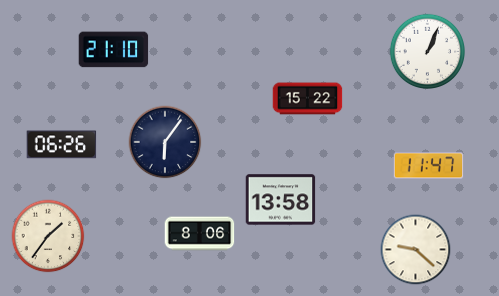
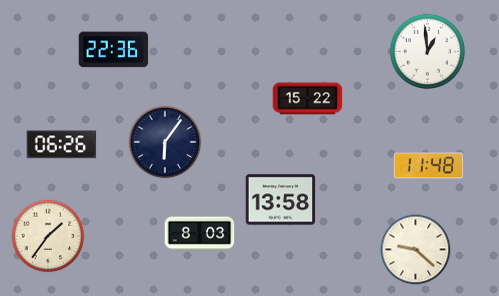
clock at (114, 50): 21:10 -> 22:36
clock at (428, 52): 1:04 -> 12:59
clock at (429, 166): 11:47 -> 11:48
clock at (200, 234): 8:06 -> 8:03
